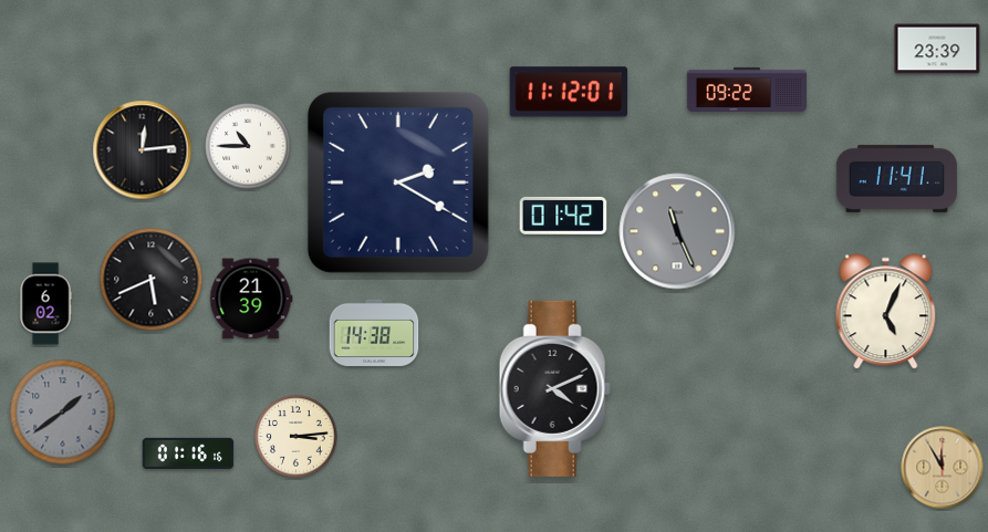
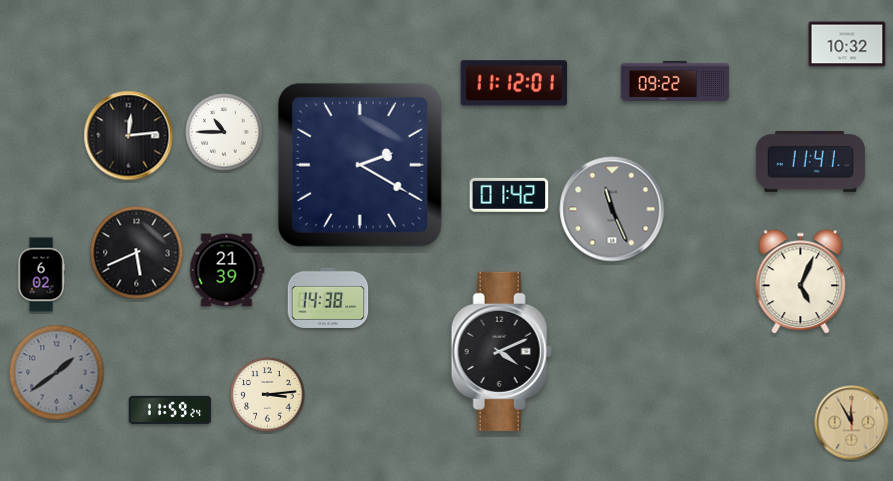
clock at (937, 49): 23:39 -> 10:32
clock at (374, 333) position: (374, 333) -> (328, 298)
clock at (188, 452): 01:16 -> 11:59
